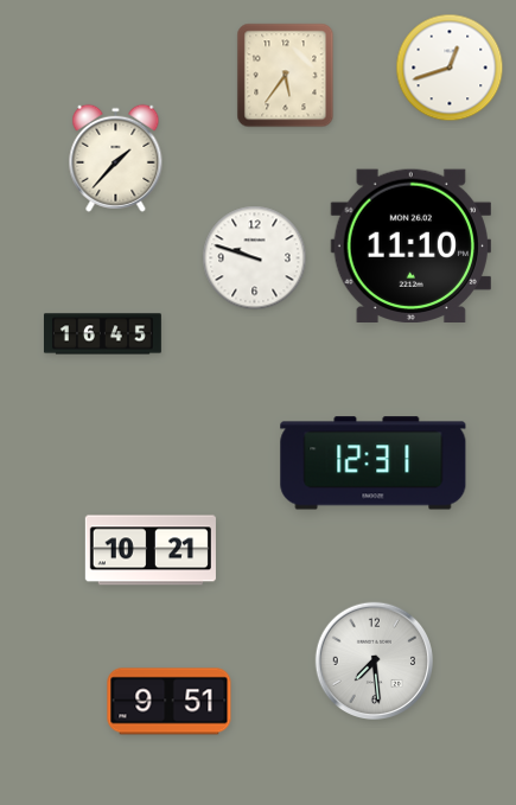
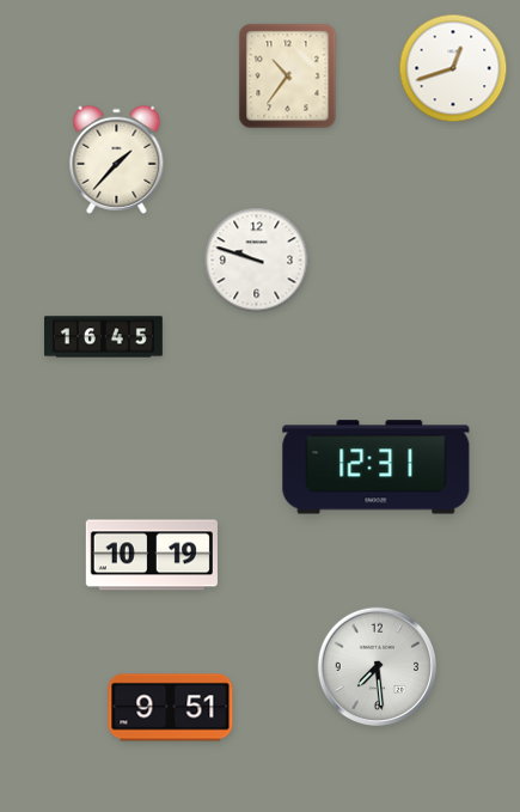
clock at (286, 76): 5:36 -> 10:36
clock at (410, 245): 11:10 -> none
clock at (151, 550): 10:21 -> 10:19
